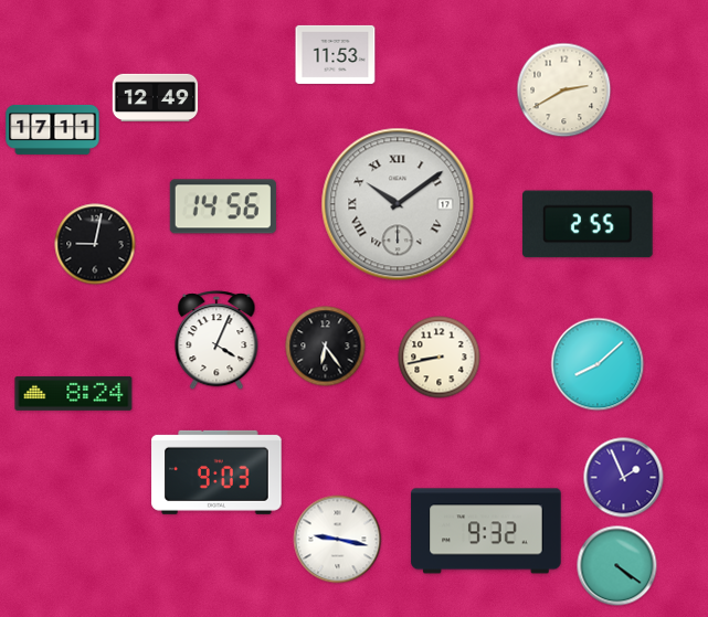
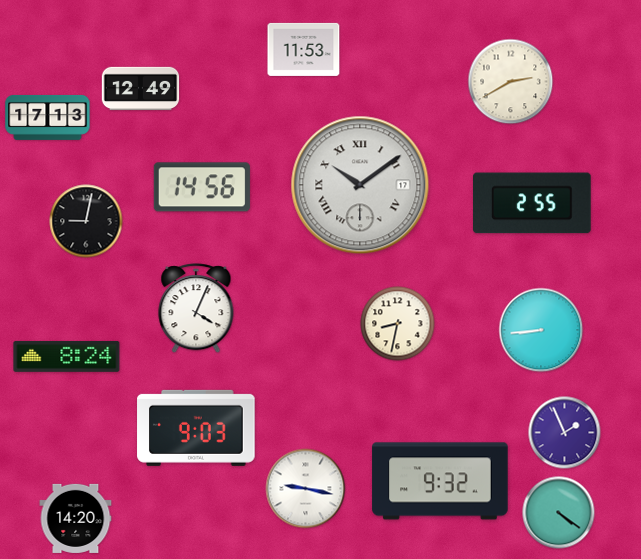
clock at (53, 129): 17:11 -> 17:13
clock at (326, 347): 6:24 -> none
clock at (440, 358): 8:43 -> 8:32
clock at (598, 364): 8:08 -> 8:44
clock at (76, 518): none -> 14:20
